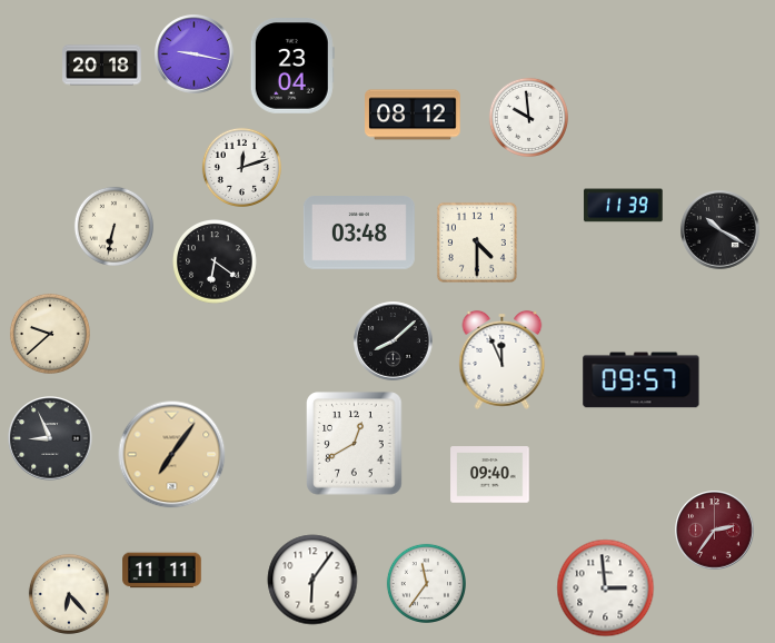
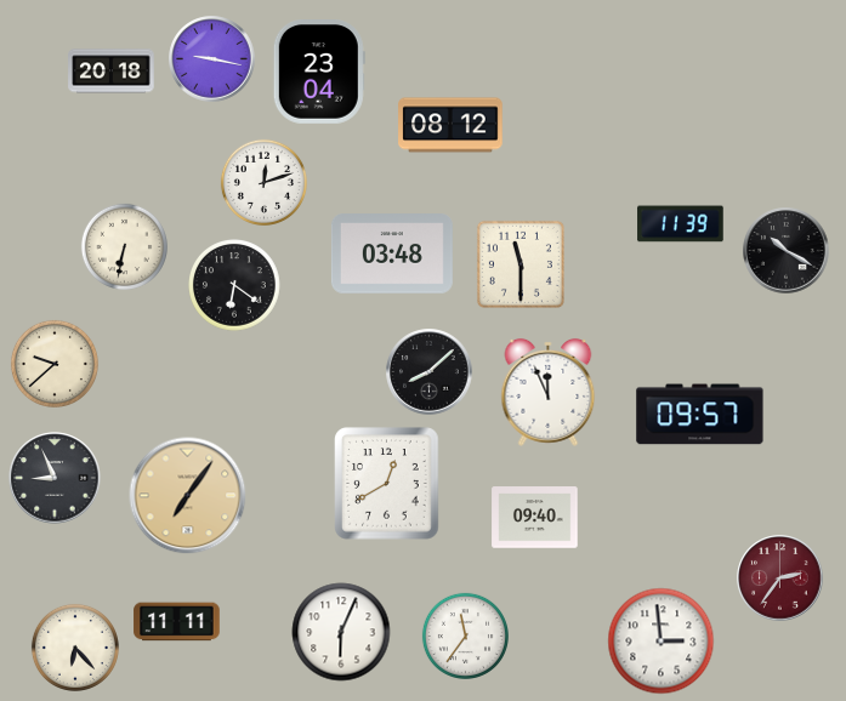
clock at (528, 117): 9:59 -> none
clock at (477, 243): 4:30 -> 11:30
clock at (312, 580): 6:06 -> 6:04
